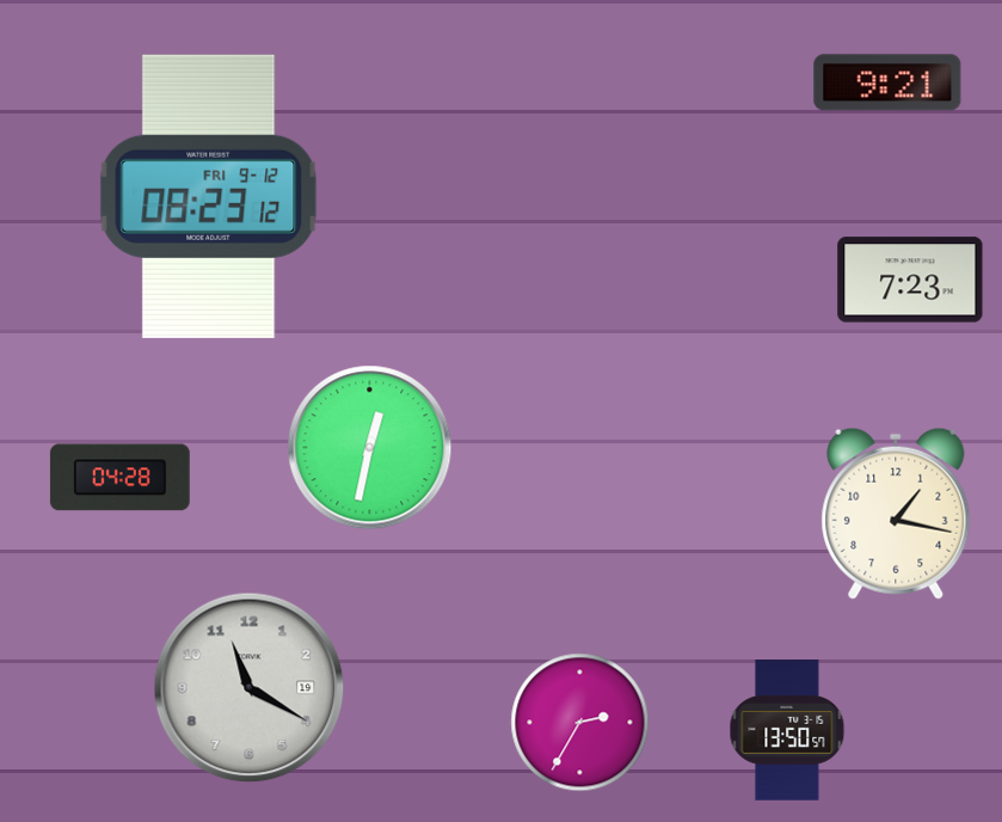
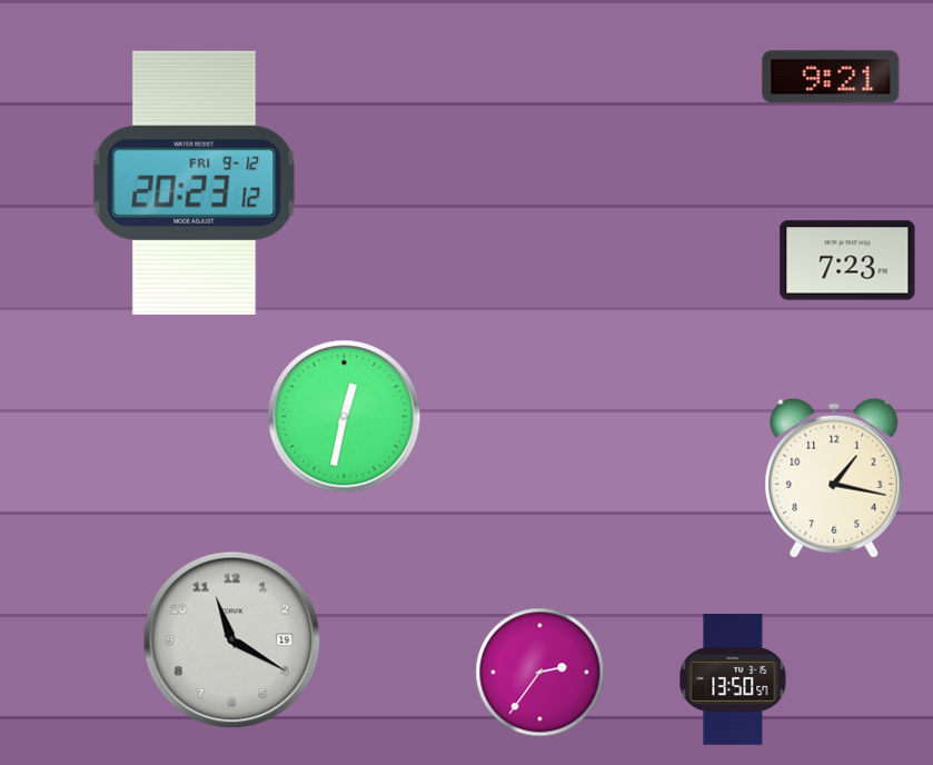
clock at (887, 82) position: (887, 82) -> (831, 77)
clock at (209, 196): 08:23 -> 20:23
clock at (119, 478): 04:28 -> none
clock at (580, 723): 2:35 -> 2:36
